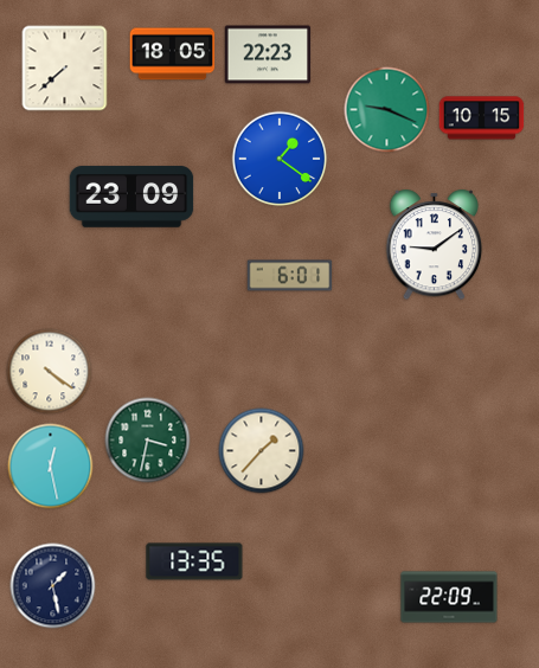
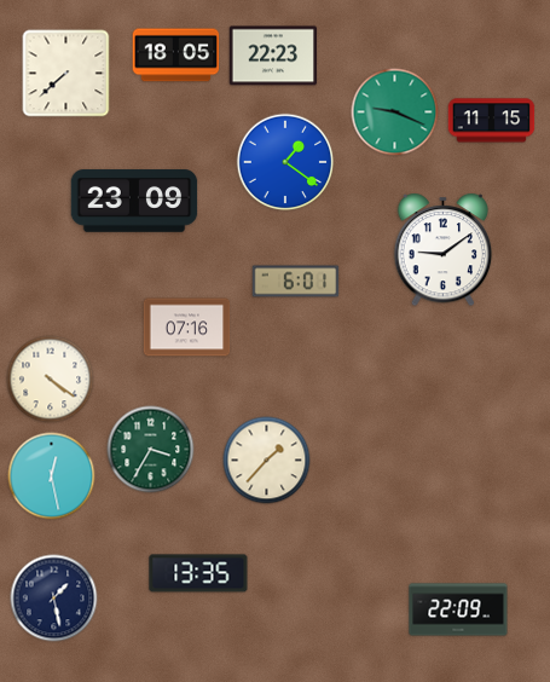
clock at (65, 69) position: (65, 69) -> (66, 74)
clock at (482, 118): 10:15 -> 11:15
clock at (187, 328): none -> 07:16
clock at (148, 441): 3:32 -> 3:35
